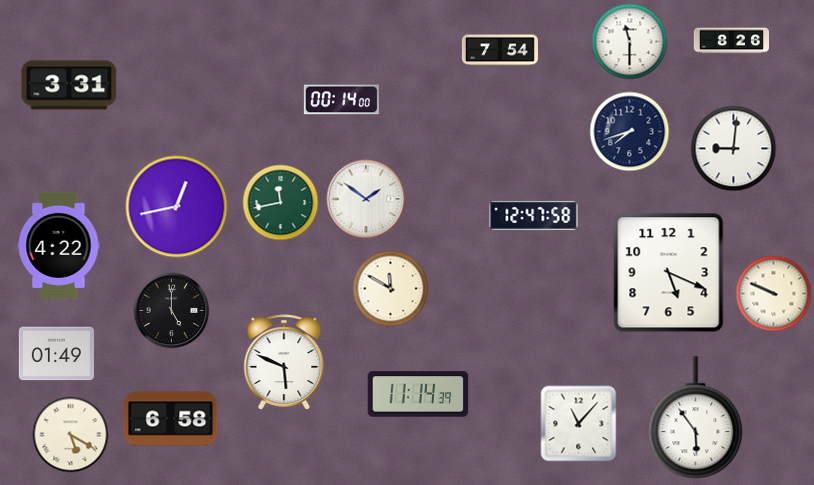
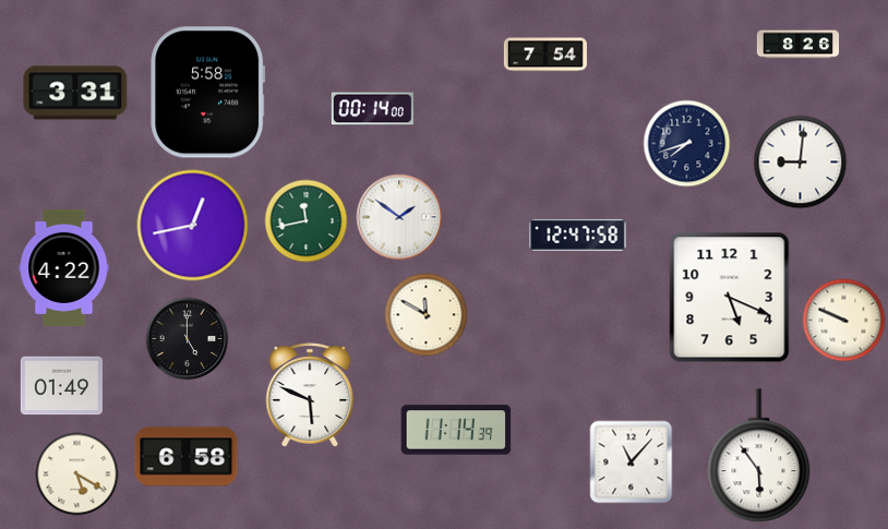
clock at (630, 42): 11:30 -> none
clock at (208, 93): none -> 5:58
clock at (534, 215) position: (534, 215) -> (578, 235)
